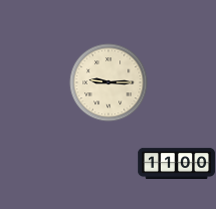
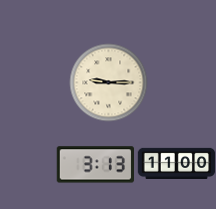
clock at (95, 165): none -> 3:13
